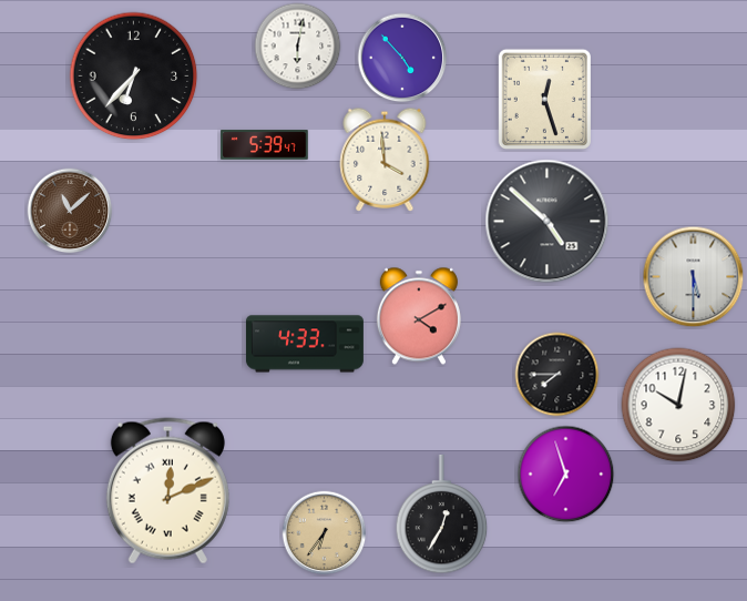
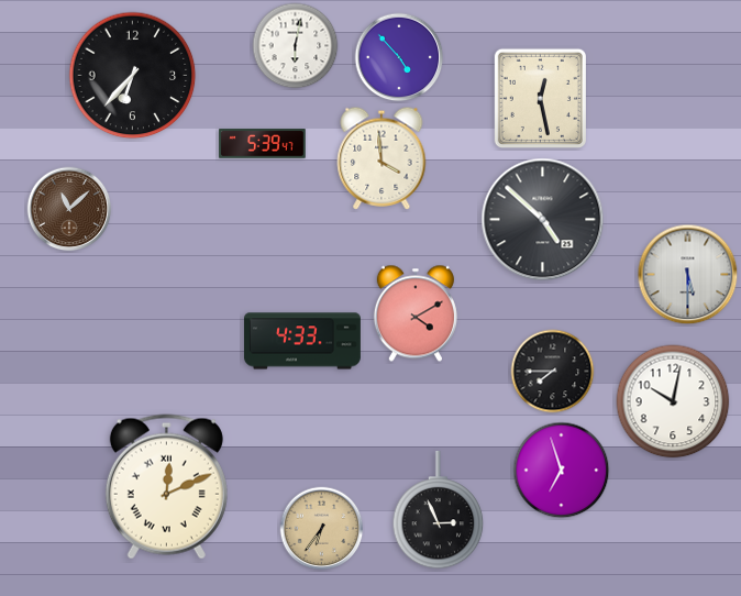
clock at (544, 99): 12:27 -> 12:28
clock at (442, 515): 12:35 -> 2:56
